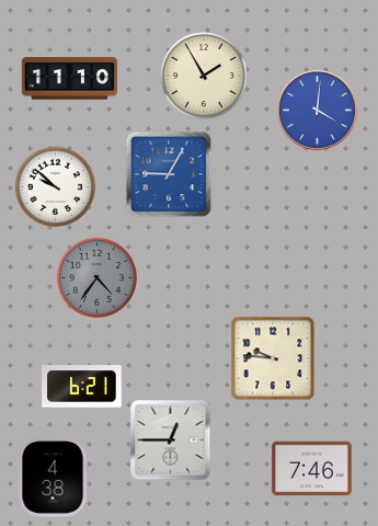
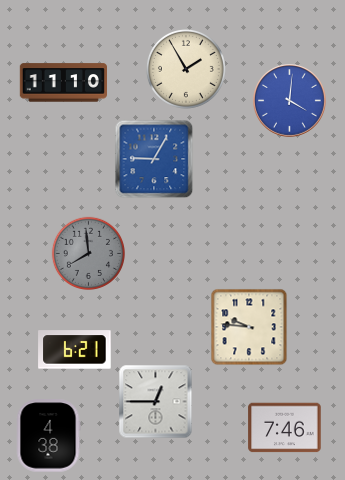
clock at (69, 79) position: (69, 79) -> (63, 83)
clock at (55, 186): 9:52 -> none
clock at (96, 277): 4:36 -> 7:59
clock at (82, 387) position: (82, 387) -> (75, 350)
